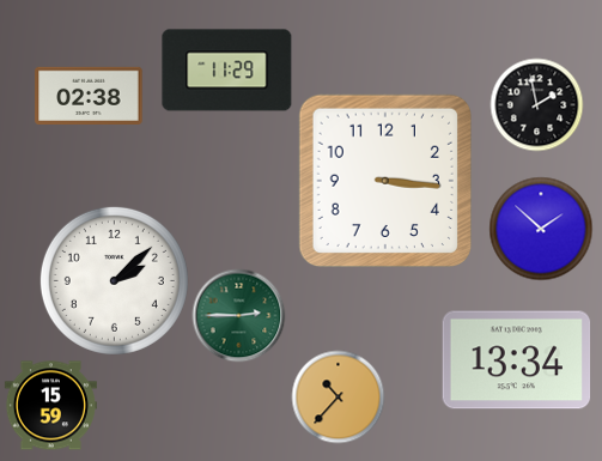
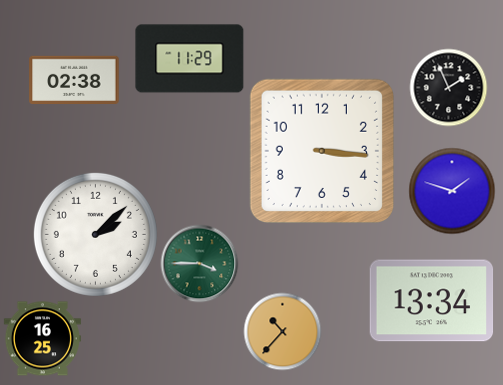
clock at (536, 104): 1:58 -> 1:56
clock at (541, 229): 1:52 -> 1:48
clock at (238, 315): 2:45 -> 3:45
clock at (50, 406): 15:59 -> 16:25
